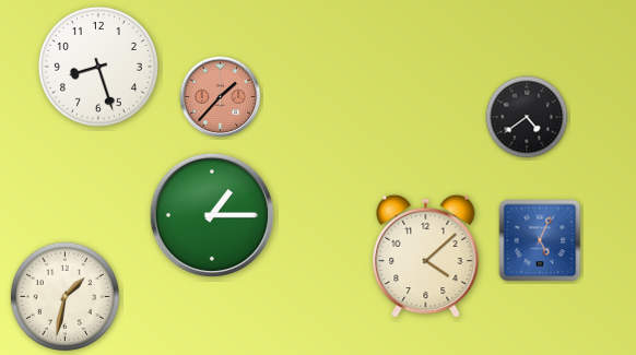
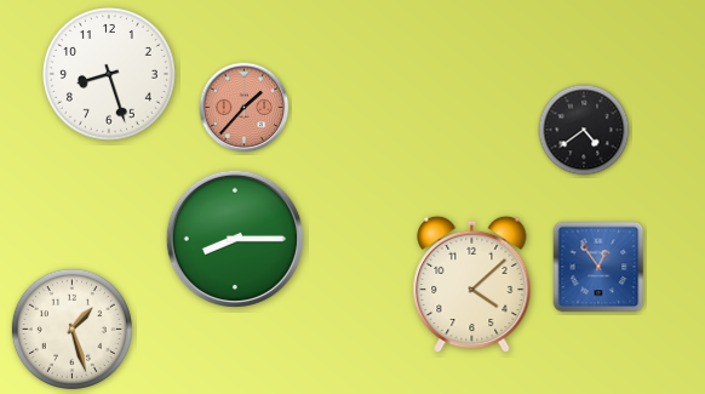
clock at (212, 215): 1:15 -> 8:15
clock at (540, 240): 5:04 -> 12:54
clock at (64, 296): 1:32 -> 1:27
